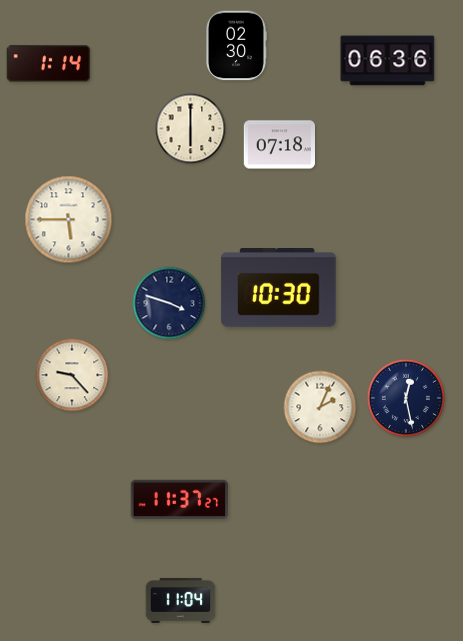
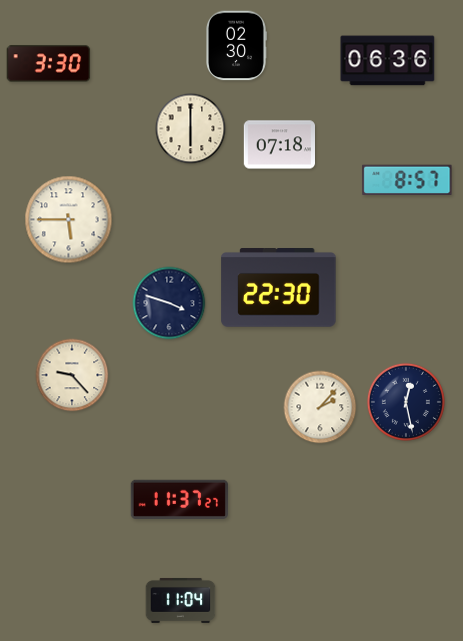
clock at (49, 64): 1:14 -> 3:30
clock at (407, 179): none -> 8:57
clock at (279, 288): 10:30 -> 22:30
clock at (406, 398) position: (406, 398) -> (406, 402)
clock at (320, 407): 2:04 -> 2:07
